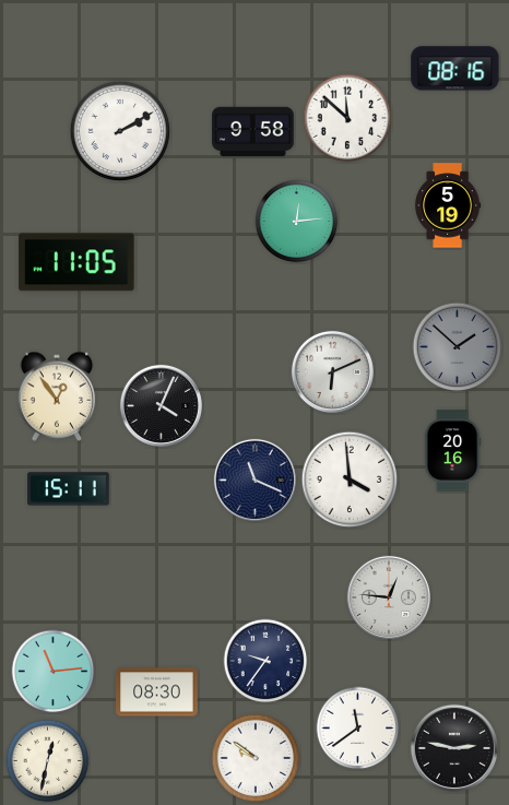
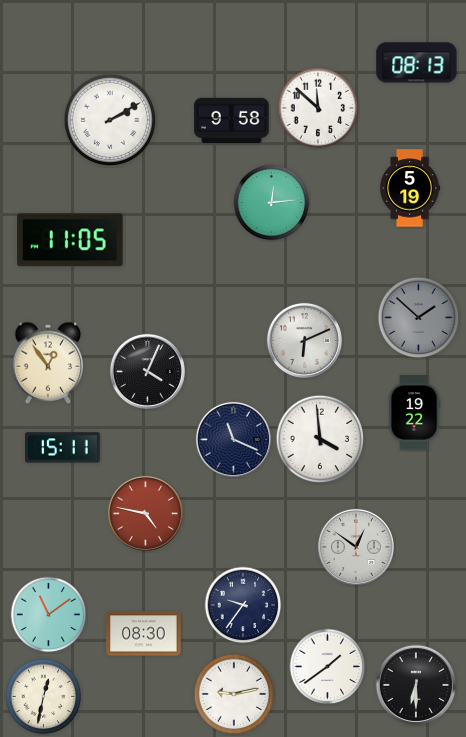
clock at (455, 69): 08:16 -> 08:13
clock at (57, 396) position: (57, 396) -> (48, 363)
clock at (452, 451): 20:16 -> 19:22
clock at (145, 513): none -> 4:47
clock at (389, 597): 12:46 -> 12:51
clock at (54, 672): 11:14 -> 11:09
clock at (358, 729): 11:39 -> 1:39
clock at (454, 748): 2:47 -> 6:30
clock at (256, 758): 9:51 -> 9:13
